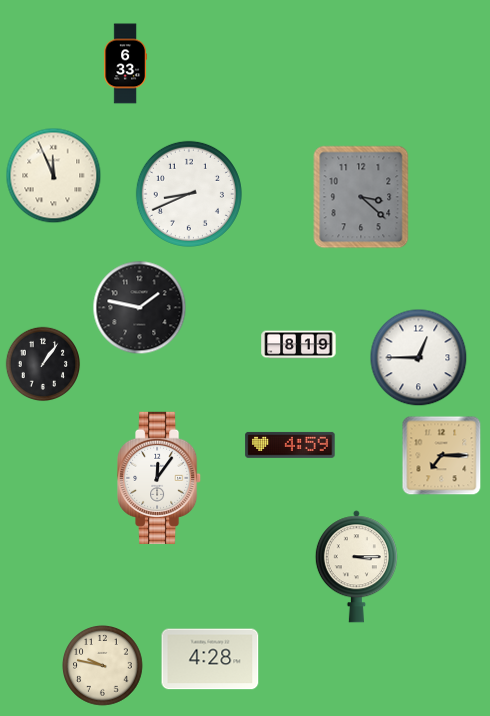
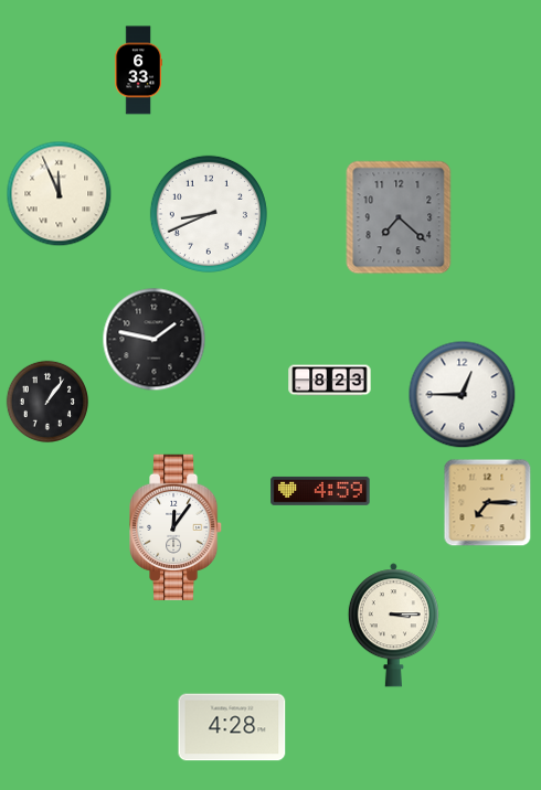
clock at (361, 197): 3:22 -> 7:22
clock at (299, 345): 8:19 -> 8:23
clock at (103, 666): 9:47 -> none
